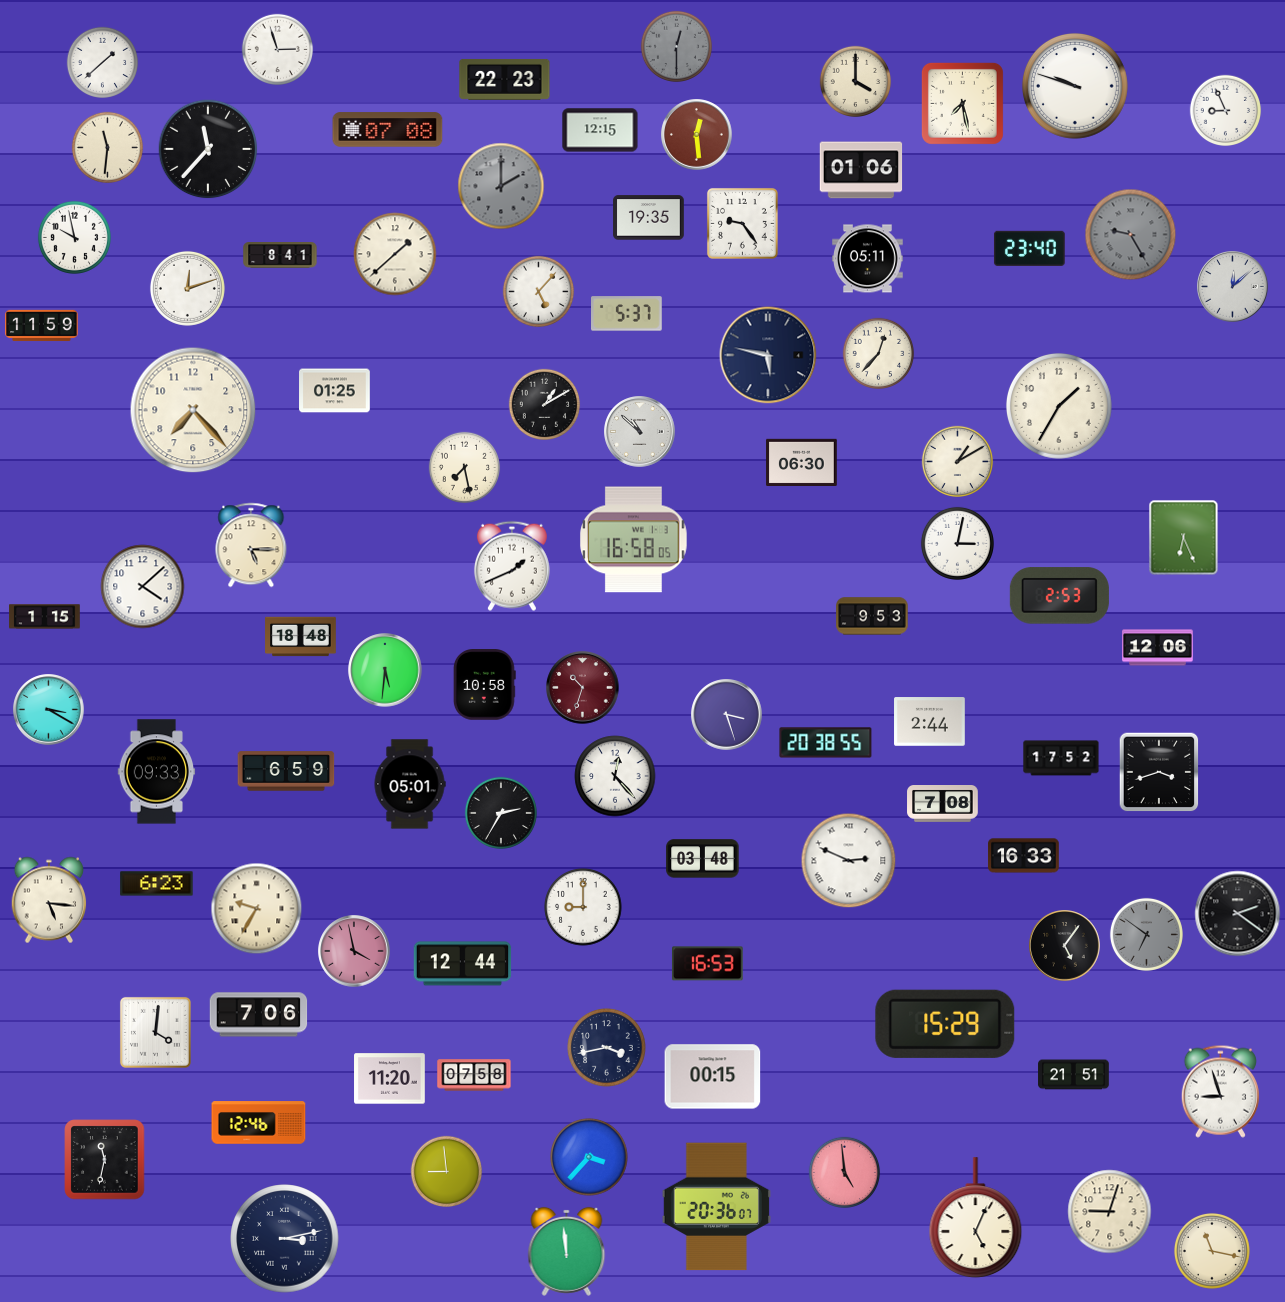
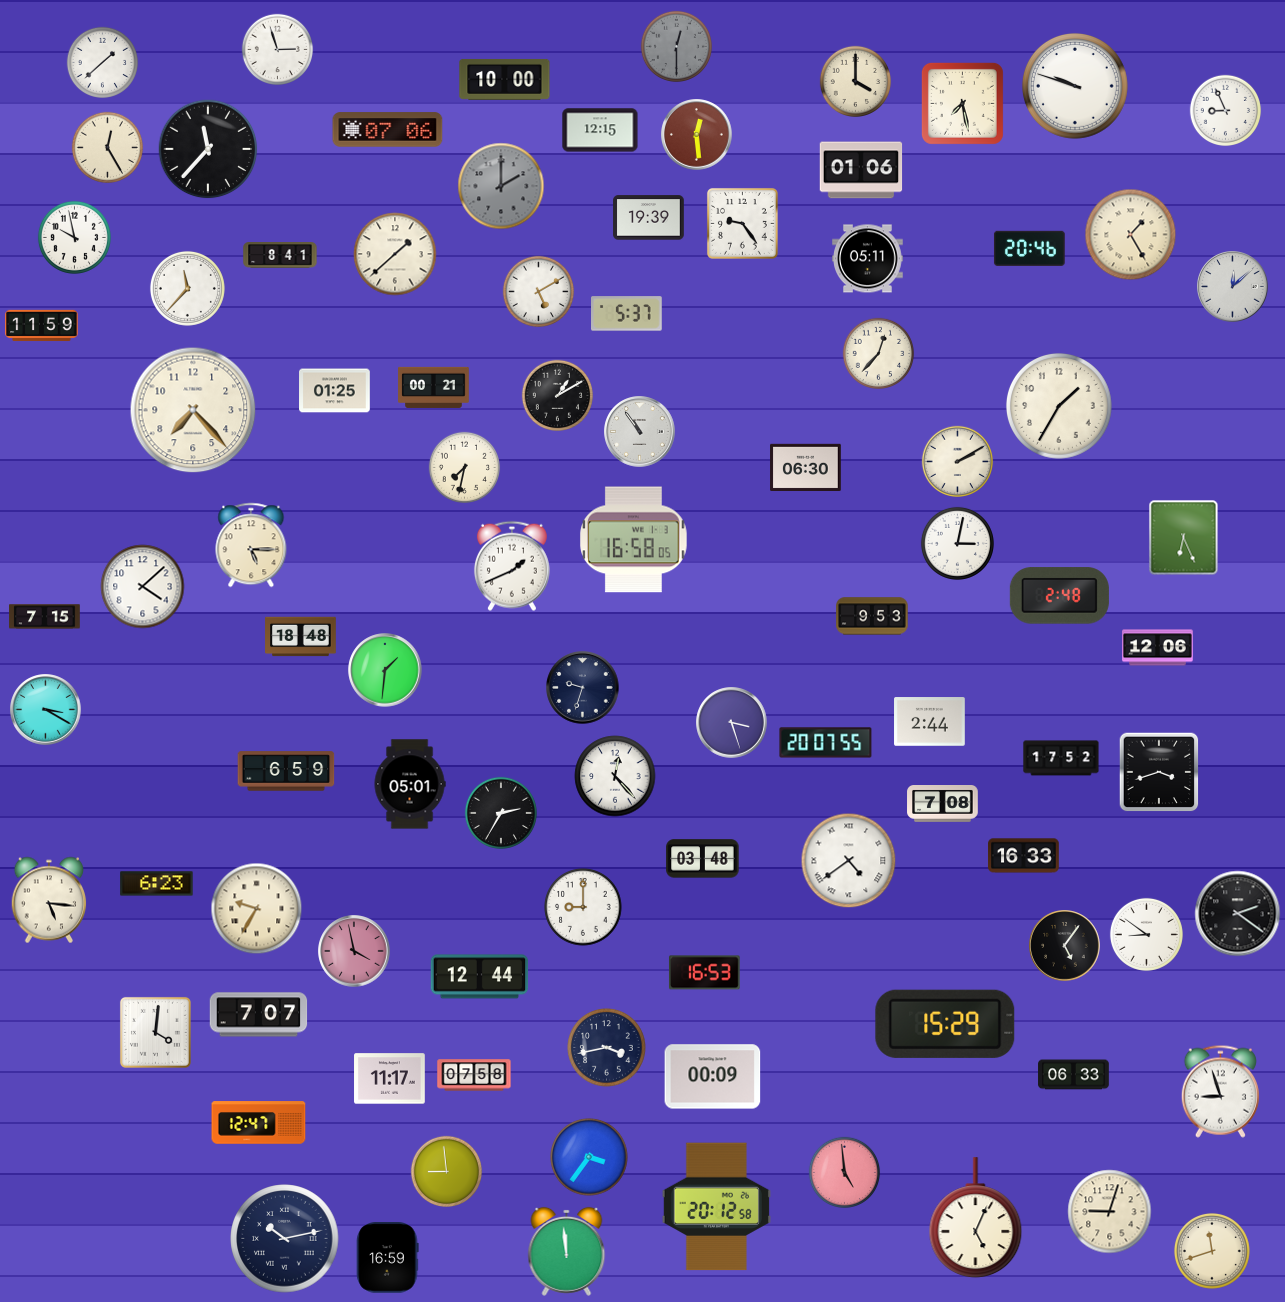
clock at (505, 79): 22:23 -> 10:00
clock at (388, 130): 07:08 -> 07:06
clock at (108, 148): 11:31 -> 12:25
clock at (649, 218): 19:35 -> 19:39
clock at (1131, 235): 9:25 -> 1:25
clock at (1131, 235) dial: grey -> cream
clock at (1030, 248): 23:40 -> 20:46
clock at (187, 288): 12:12 -> 11:37
clock at (539, 292): 5:07 -> 5:10
clock at (768, 355): 5:47 -> none
clock at (434, 387): none -> 00:21
clock at (545, 405) position: (545, 405) -> (558, 396)
clock at (640, 432): 10:52 -> 10:54
clock at (802, 462) position: (802, 462) -> (806, 467)
clock at (958, 462): 1:10 -> 2:10
clock at (465, 468): 7:28 -> 7:32
clock at (1059, 596): 2:53 -> 2:48
clock at (45, 617): 1:15 -> 7:15
clock at (385, 670): 5:31 -> 1:31
clock at (484, 685): 10:58 -> none
clock at (583, 688): 10:33 -> 9:33
clock at (583, 688) dial: burgundy -> navy
clock at (49, 710) position: (49, 710) -> (46, 710)
clock at (727, 715) position: (727, 715) -> (732, 723)
clock at (826, 743): 20:38 -> 20:07
clock at (157, 772): 09:33 -> none
clock at (849, 861): 2:49 -> 4:39
clock at (1146, 934): 6:51 -> 8:51
clock at (1146, 934) dial: grey -> white
clock at (463, 964) position: (463, 964) -> (480, 977)
clock at (707, 964) position: (707, 964) -> (704, 973)
clock at (259, 1015): 7:06 -> 7:07
clock at (1074, 1075): 21:51 -> 06:33
clock at (713, 1077): 00:15 -> 00:09
clock at (390, 1079): 11:20 -> 11:17
clock at (259, 1123): 12:46 -> 12:47
clock at (589, 1157): 3:37 -> 3:36
clock at (105, 1160): 11:32 -> none
clock at (716, 1207): 20:36 -> 20:12
clock at (285, 1239): 3:13 -> 10:13
clock at (1212, 1251): 11:17 -> 11:42
clock at (388, 1258): none -> 16:59
